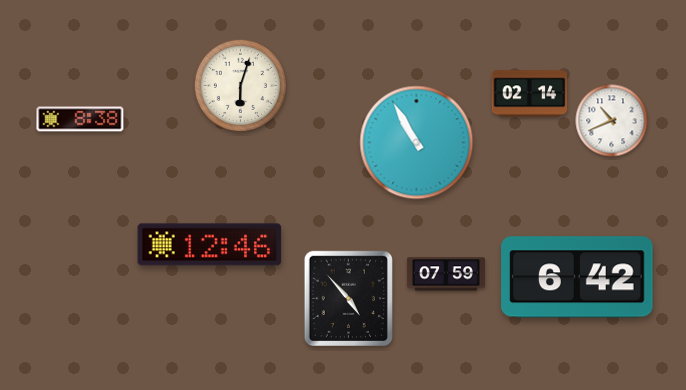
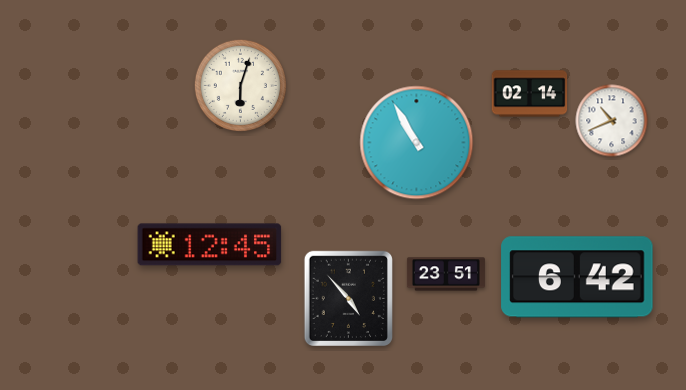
clock at (80, 119): 8:38 -> none
clock at (210, 245): 12:46 -> 12:45
clock at (446, 274): 07:59 -> 23:51
